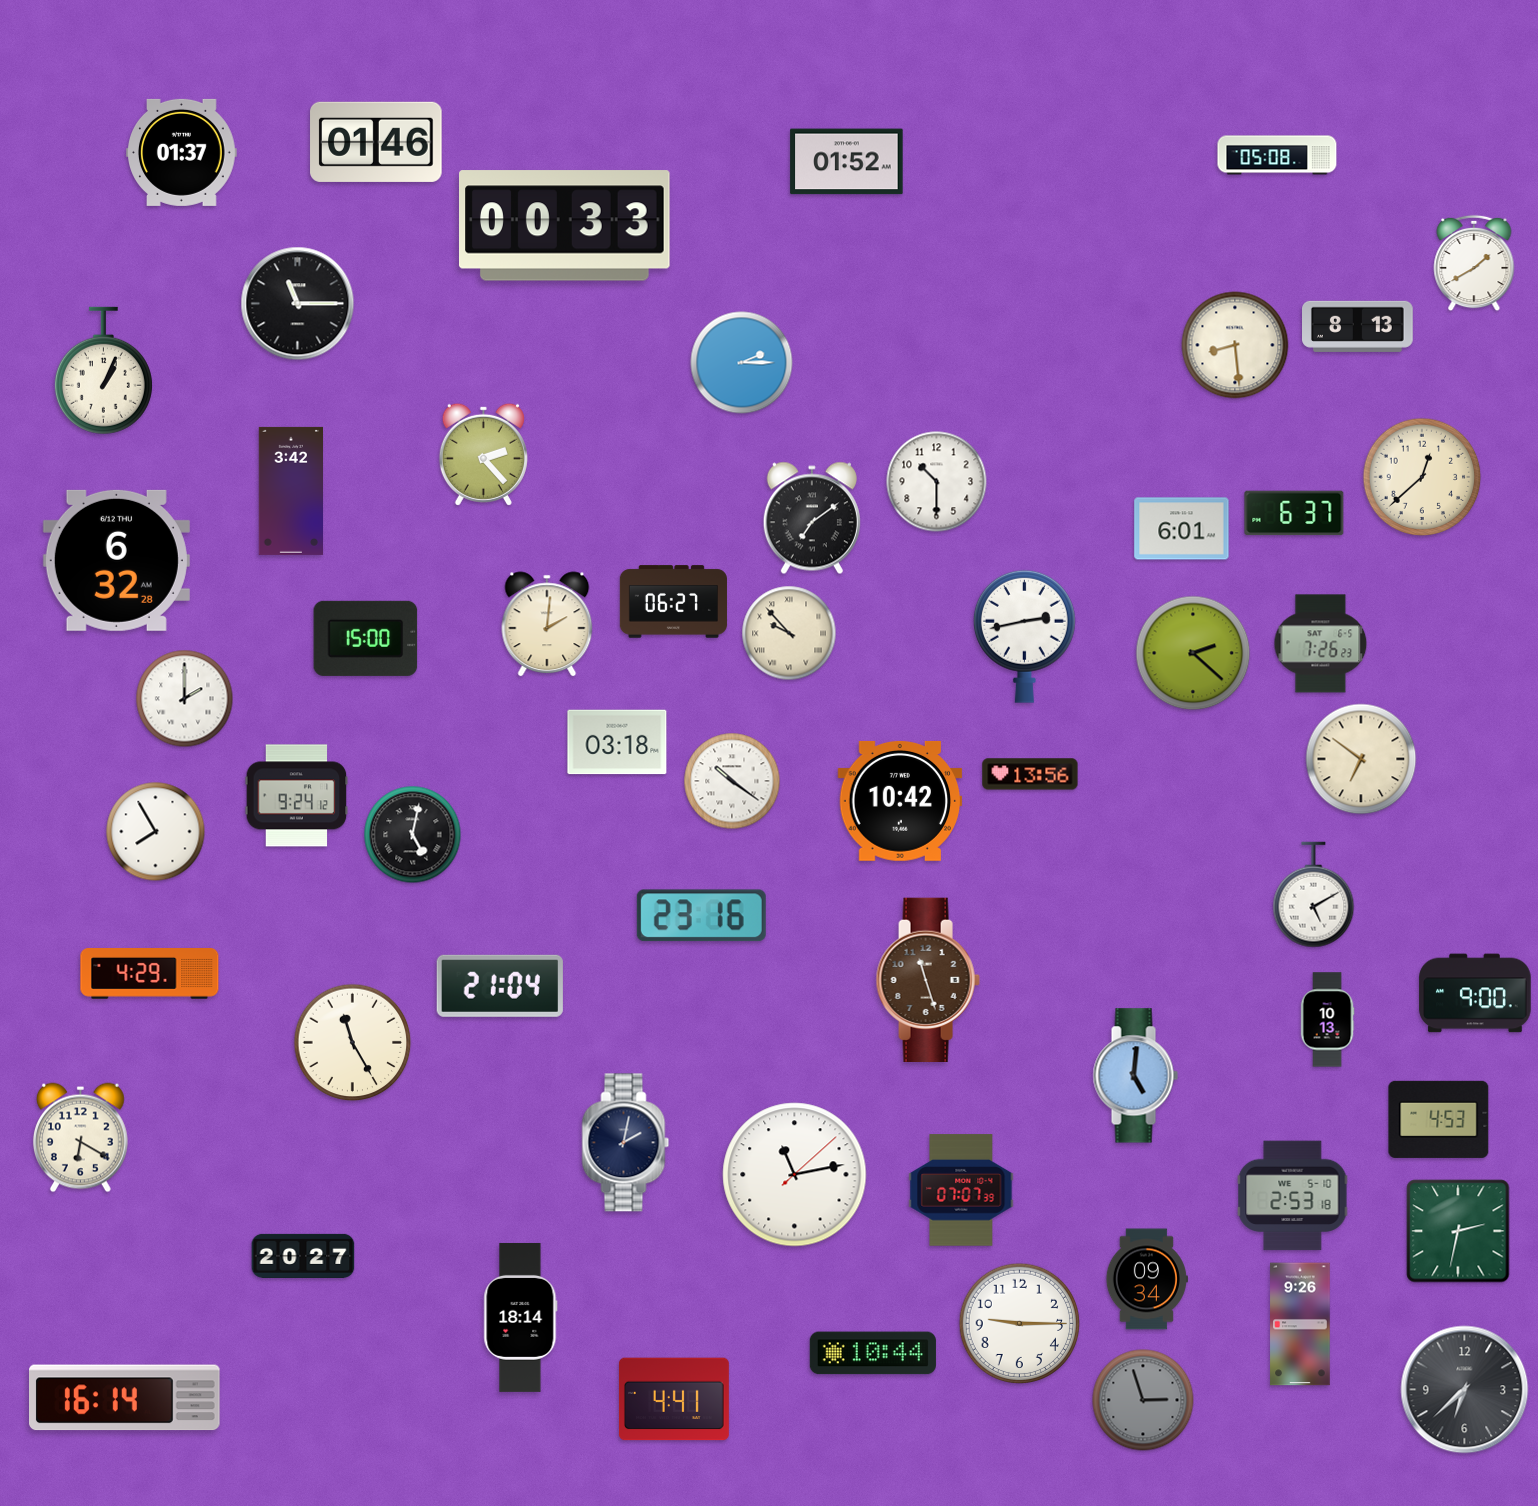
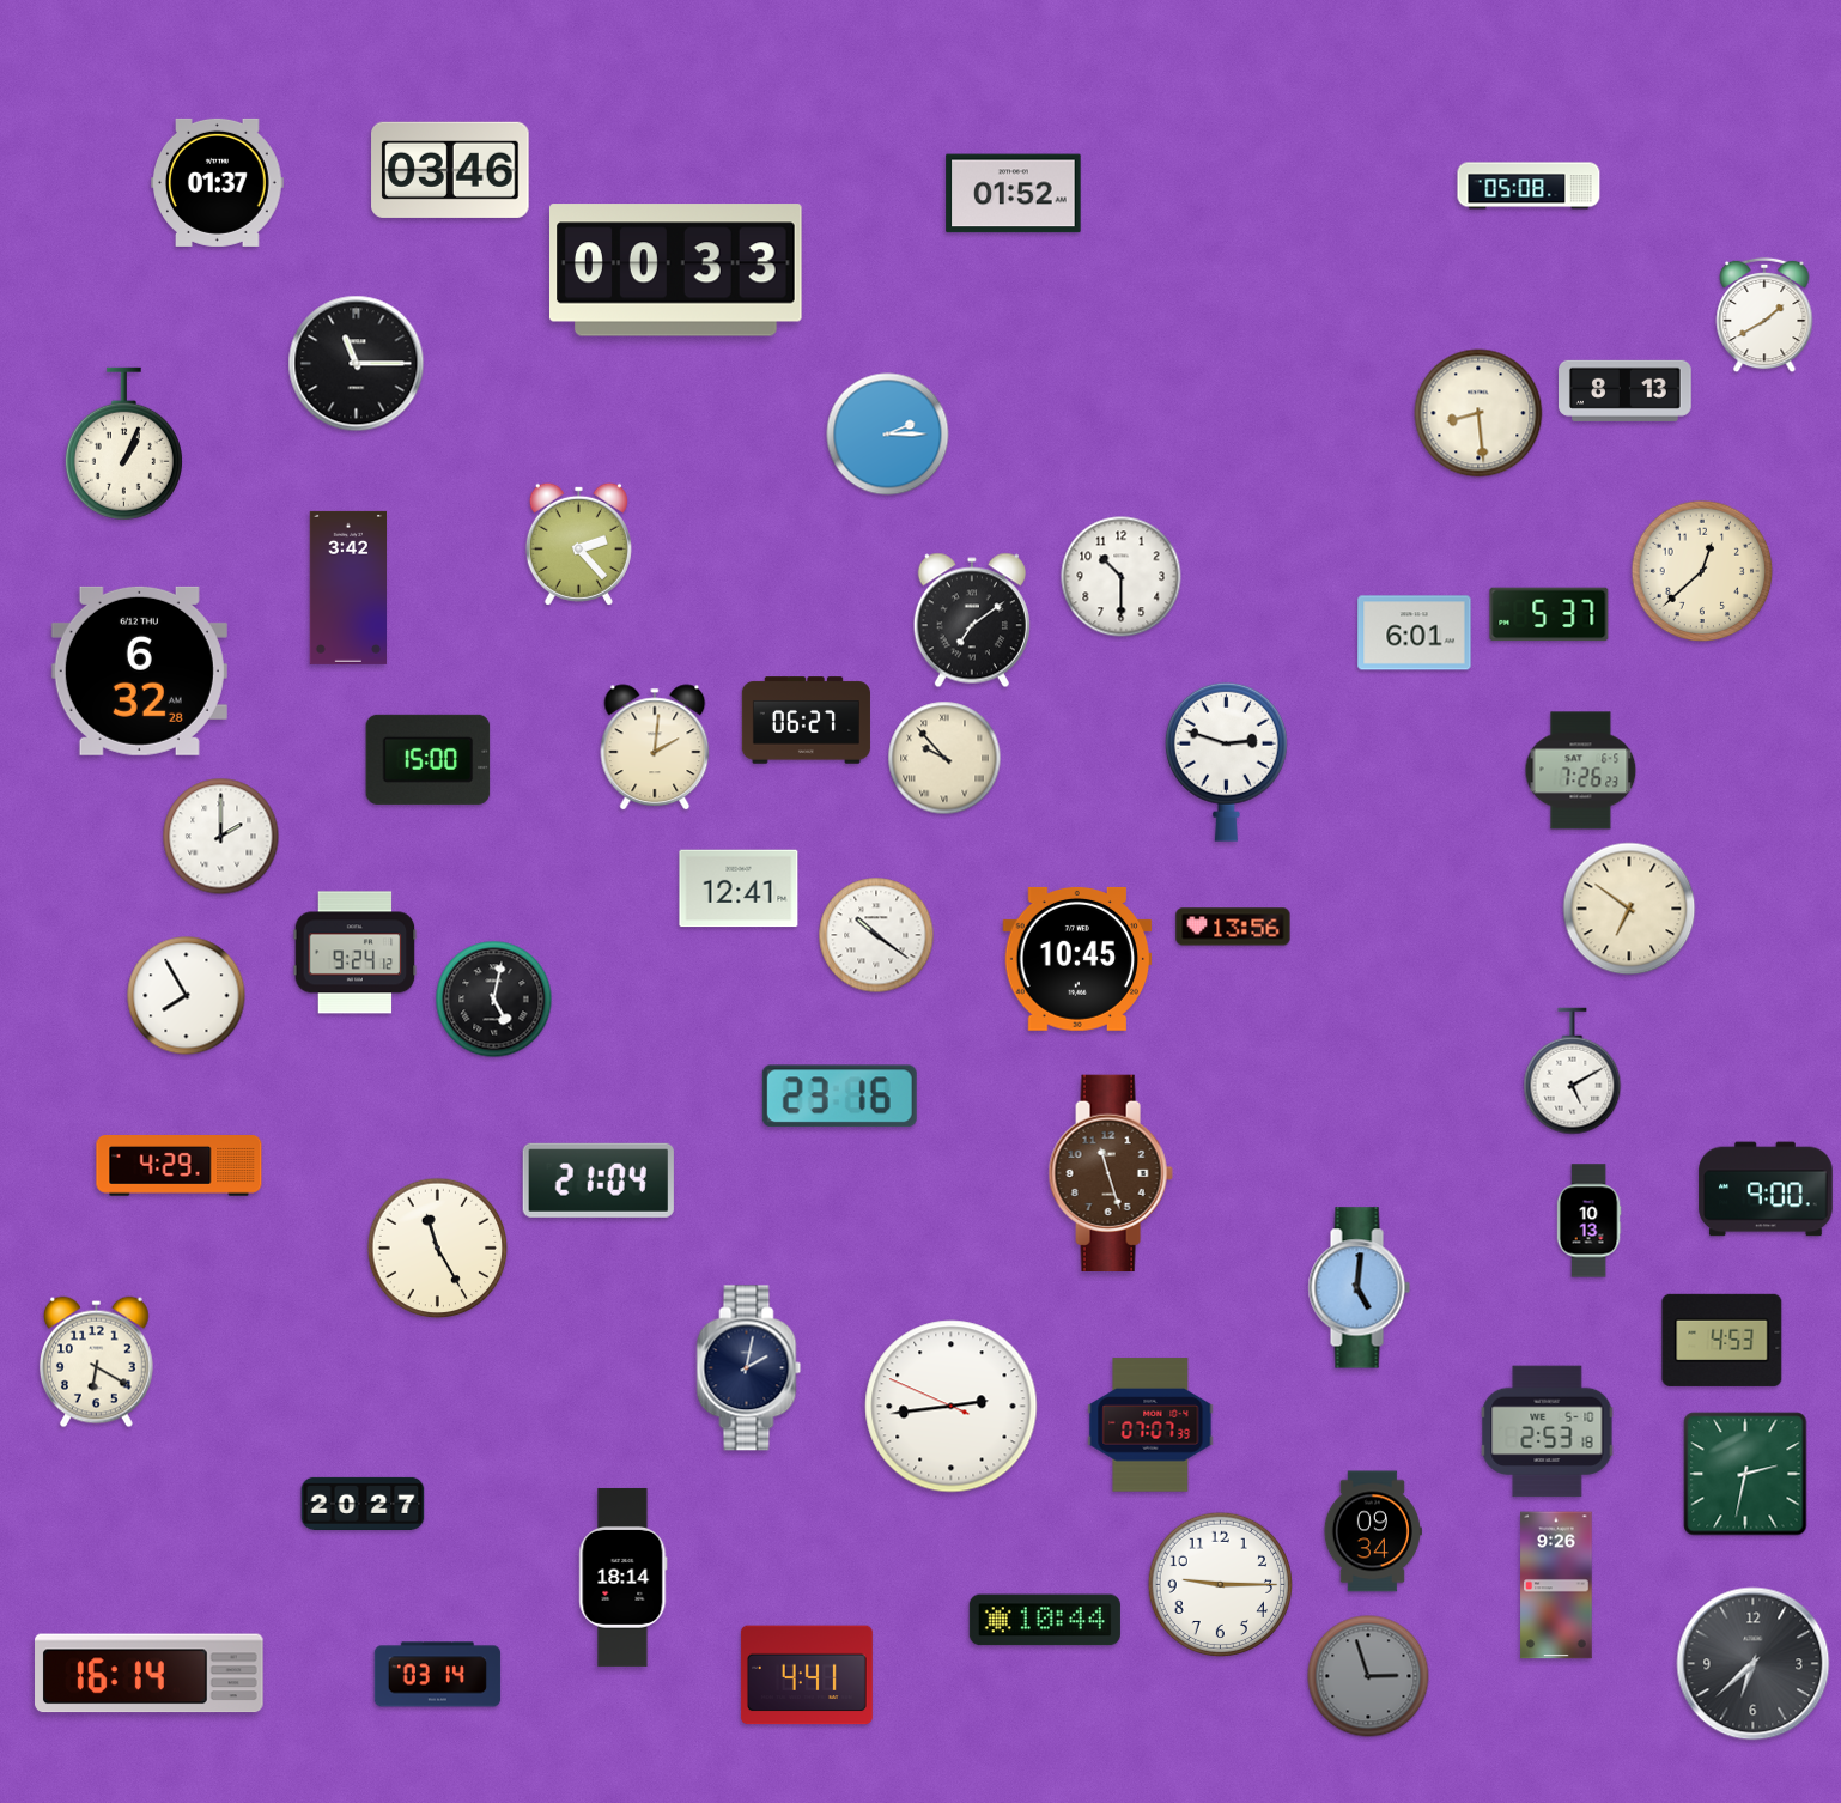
clock at (376, 142): 01:46 -> 03:46
clock at (1294, 513): 6:37 -> 5:37
clock at (1024, 636): 2:43 -> 2:48
clock at (366, 638) position: (366, 638) -> (429, 759)
clock at (1193, 653): 2:22 -> none
clock at (617, 742): 03:18 -> 12:41
clock at (900, 801): 10:42 -> 10:45
clock at (353, 1043) position: (353, 1043) -> (438, 1249)
clock at (795, 1175): 11:13 -> 2:43
clock at (438, 1675): none -> 03:14
